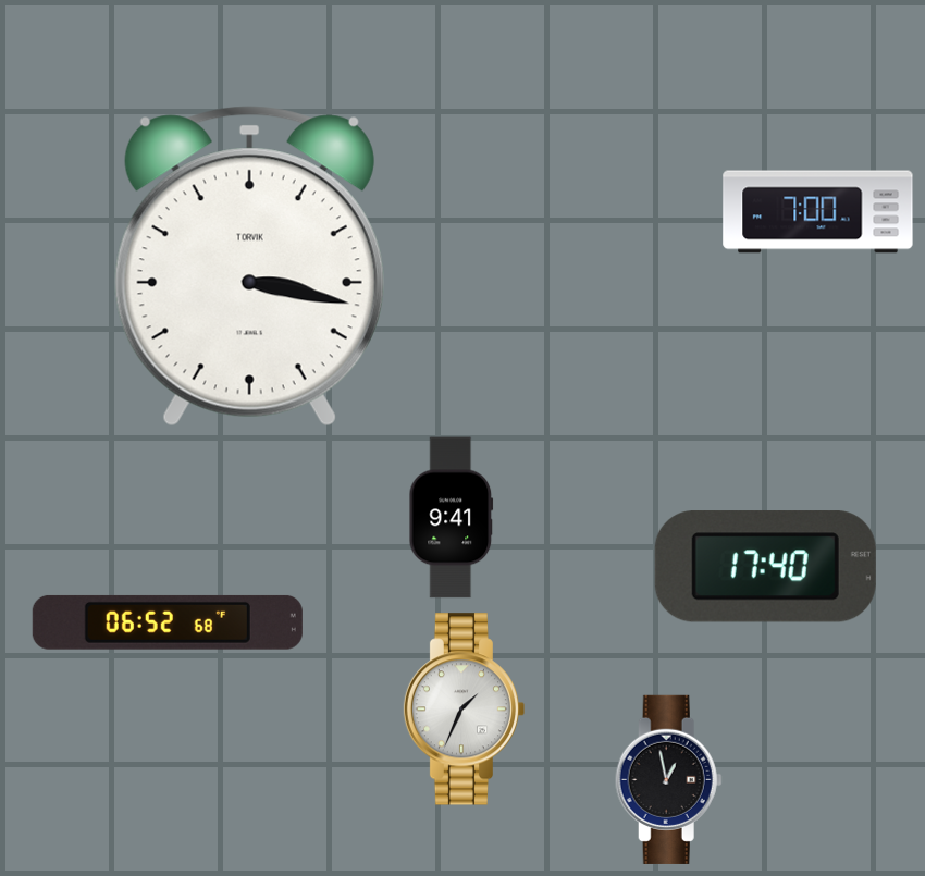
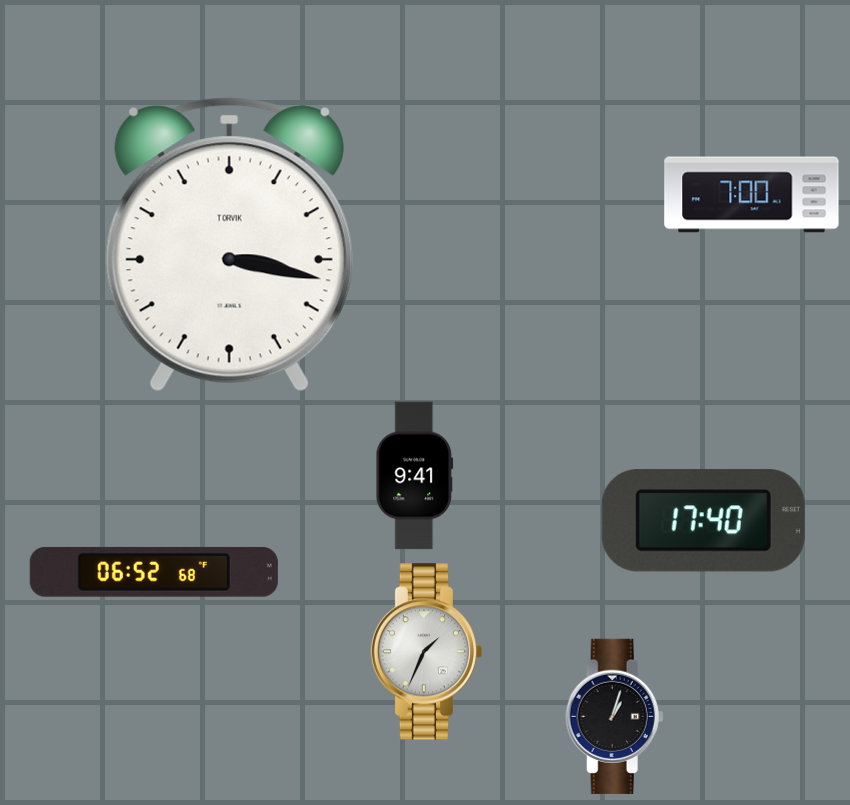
clock at (668, 779): 12:58 -> 1:03
